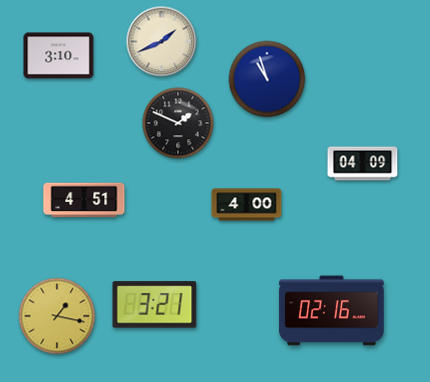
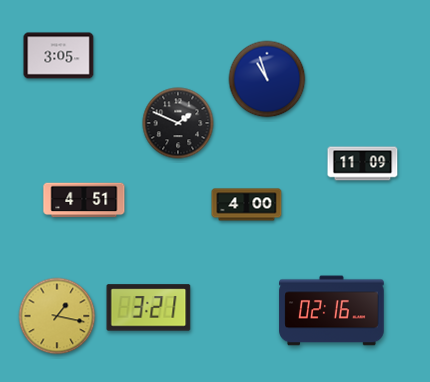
clock at (162, 42): 1:41 -> none
clock at (59, 56): 3:10 -> 3:05
clock at (363, 164): 04:09 -> 11:09
clock at (155, 305) position: (155, 305) -> (149, 308)
